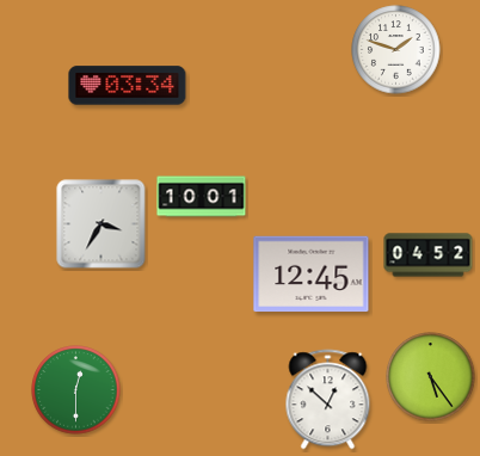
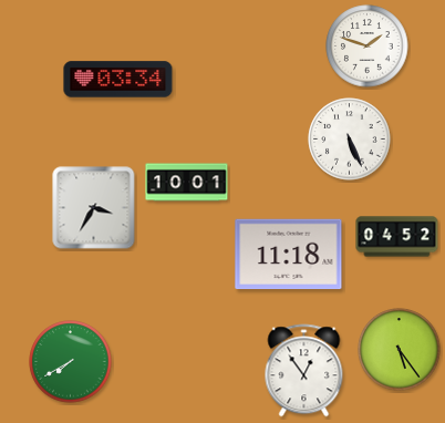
clock at (350, 140): none -> 5:26
clock at (312, 275): 12:45 -> 11:18
clock at (76, 390): 12:30 -> 7:40
clock at (328, 400): 12:52 -> 12:54
